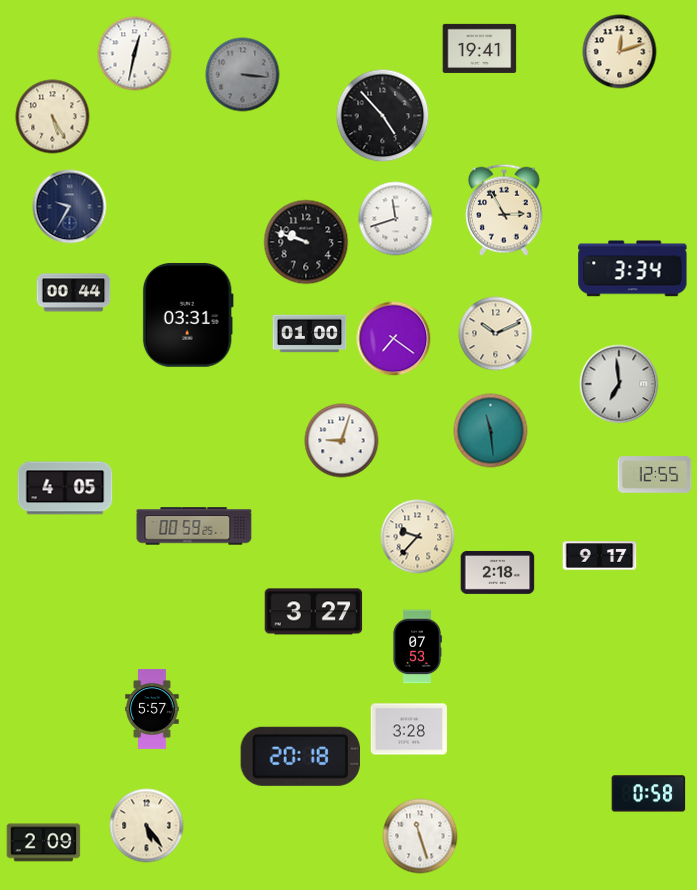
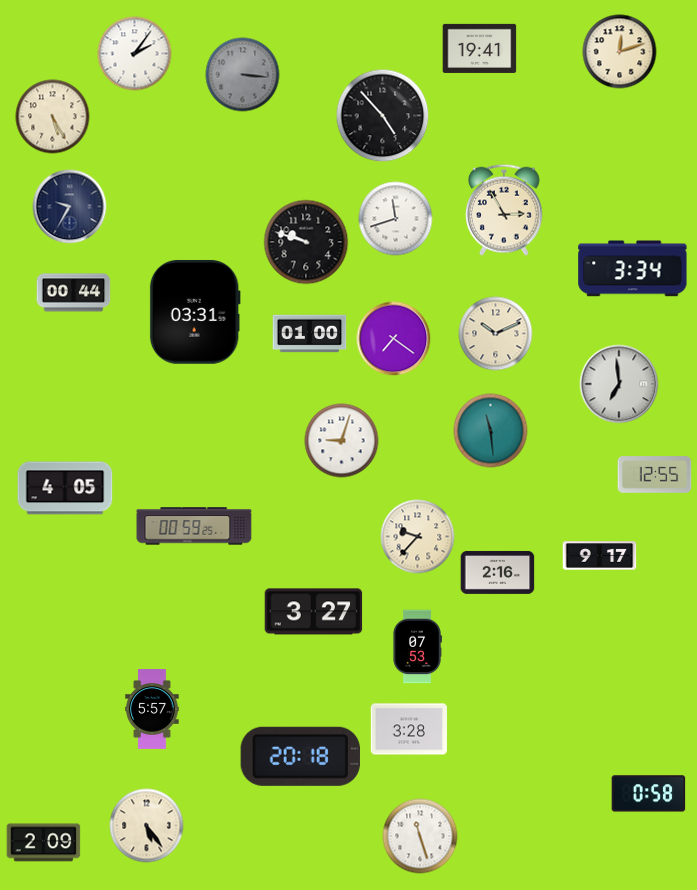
clock at (135, 54): 12:32 -> 2:06
clock at (188, 315) position: (188, 315) -> (195, 312)
clock at (498, 572): 2:18 -> 2:16
